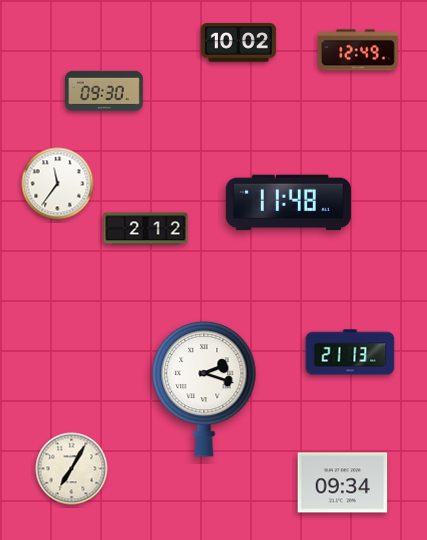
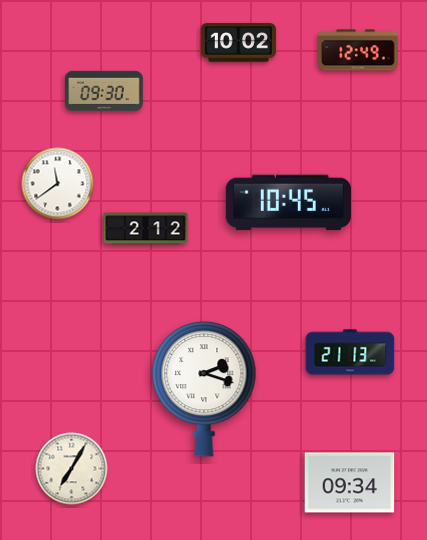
clock at (58, 184): 11:36 -> 11:39
clock at (288, 203): 11:48 -> 10:45
clock at (343, 483) position: (343, 483) -> (350, 483)
